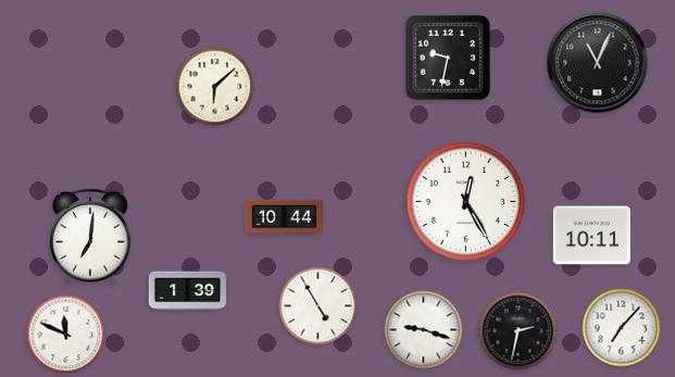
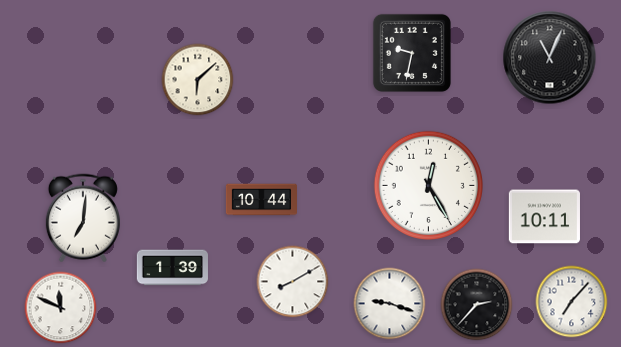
clock at (318, 306): 4:55 -> 8:10
clock at (518, 331): 2:32 -> 2:37
